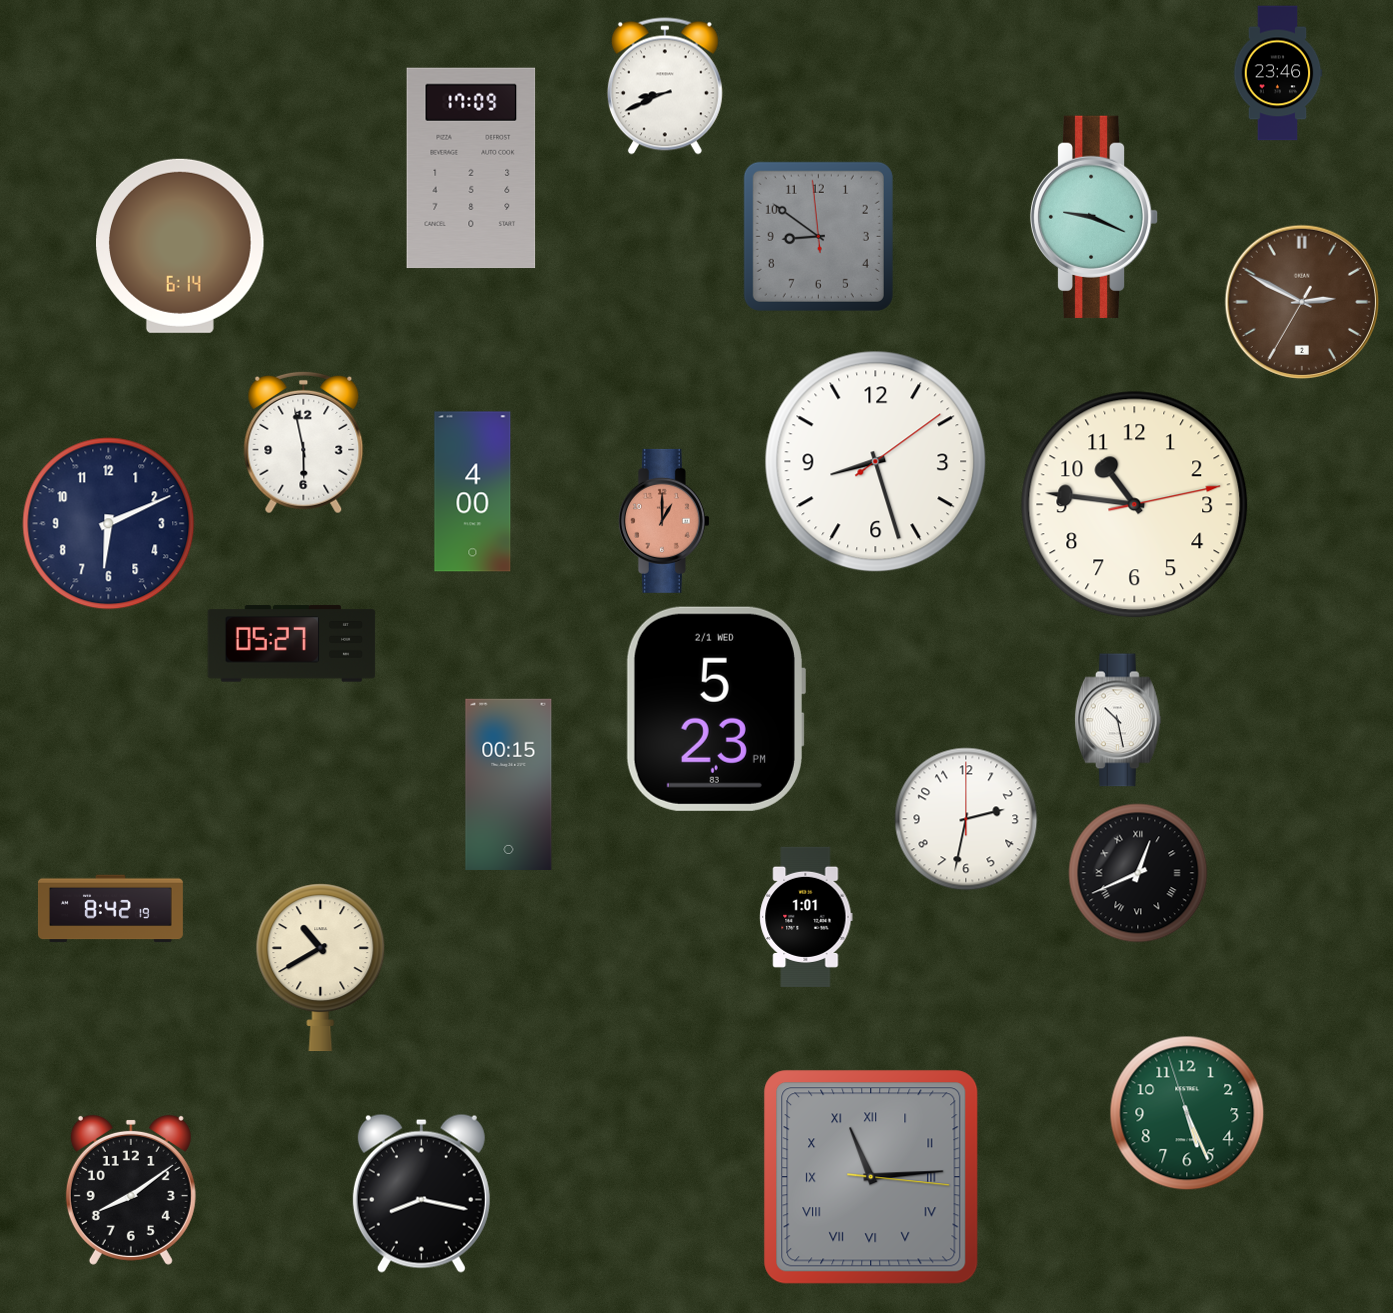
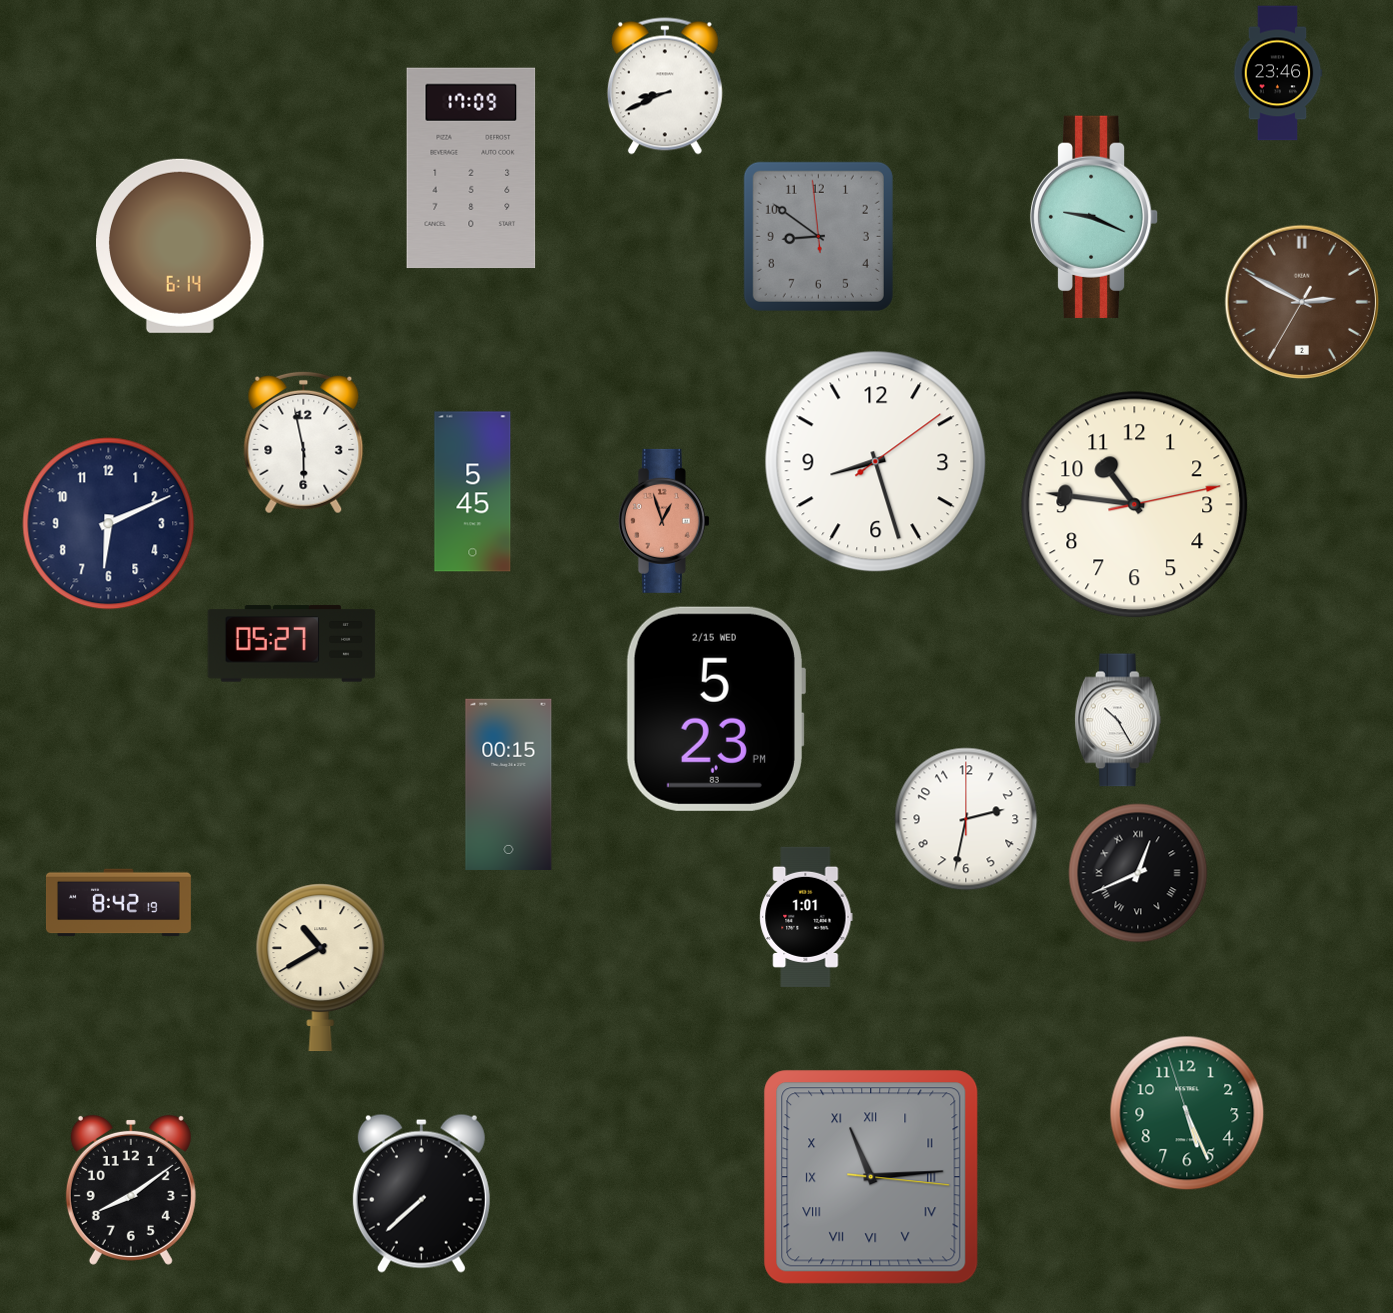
clock at (473, 492): 4:00 -> 5:45
clock at (664, 521): 1:00 -> 12:57
clock at (715, 709) date: 2/1 WED -> 2/15 WED
clock at (1118, 720): 10:28 -> 10:25
clock at (110, 909) position: (110, 909) -> (118, 903)
clock at (421, 1193): 8:17 -> 7:38
